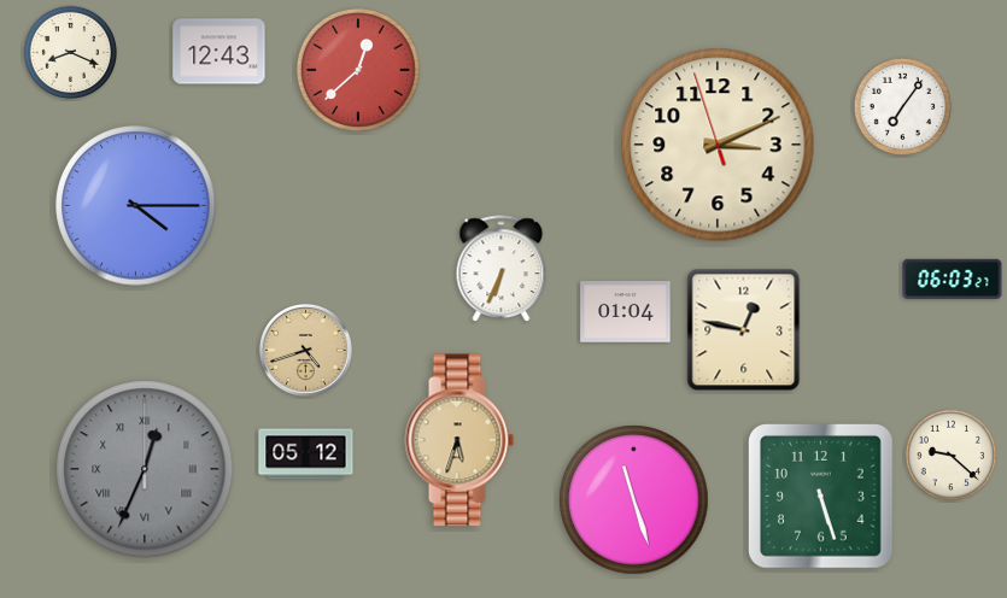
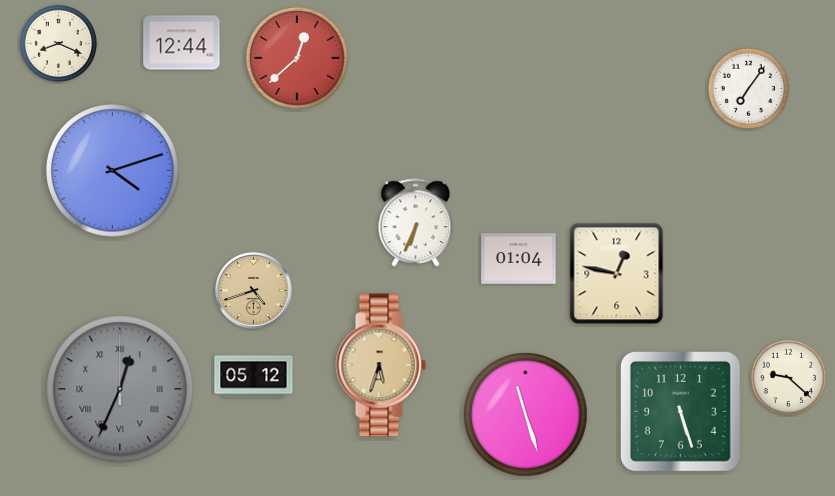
clock at (219, 52): 12:43 -> 12:44
clock at (718, 145): 3:10 -> none
clock at (136, 206): 4:15 -> 4:12
clock at (953, 279): 06:03 -> none
